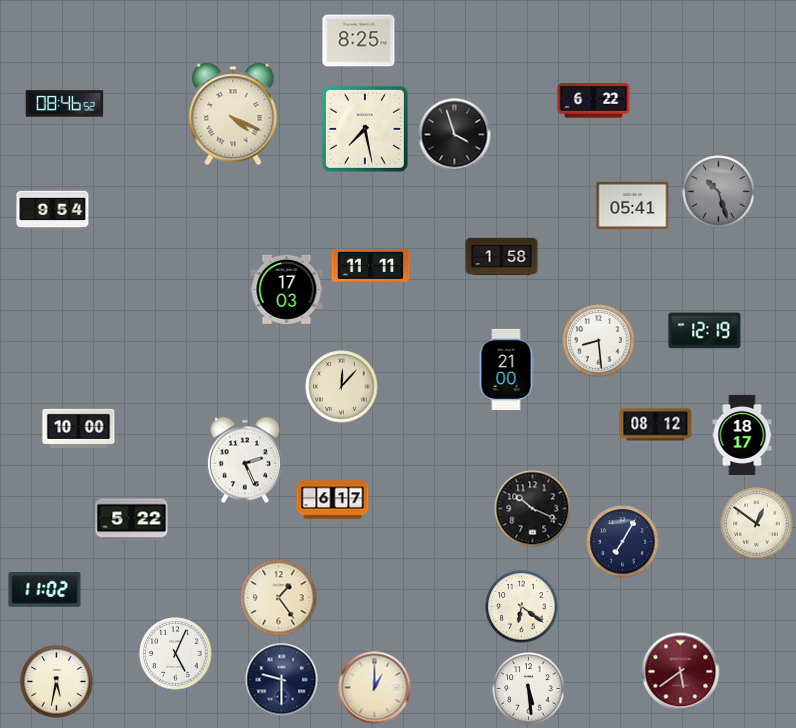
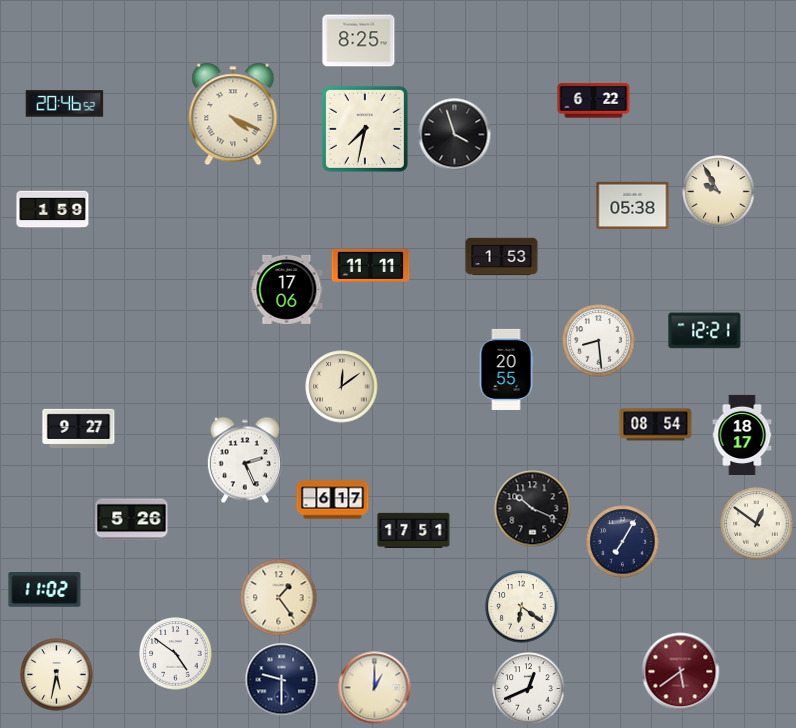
clock at (65, 104): 08:46 -> 20:46
clock at (365, 129): 7:28 -> 7:32
clock at (719, 192): 10:27 -> 9:55
clock at (719, 192) dial: grey -> cream
clock at (633, 205): 05:41 -> 05:38
clock at (53, 210): 9:54 -> 1:59
clock at (502, 257): 1:58 -> 1:53
clock at (287, 289): 17:03 -> 17:06
clock at (705, 331): 12:19 -> 12:21
clock at (506, 369): 21:00 -> 20:55
clock at (342, 387): 12:07 -> 12:09
clock at (656, 425): 08:12 -> 08:54
clock at (79, 428): 10:00 -> 9:27
clock at (132, 520): 5:22 -> 5:26
clock at (414, 531): none -> 17:51
clock at (176, 654): 5:04 -> 4:51
clock at (57, 682) position: (57, 682) -> (57, 675)
clock at (529, 689): 5:29 -> 12:41
